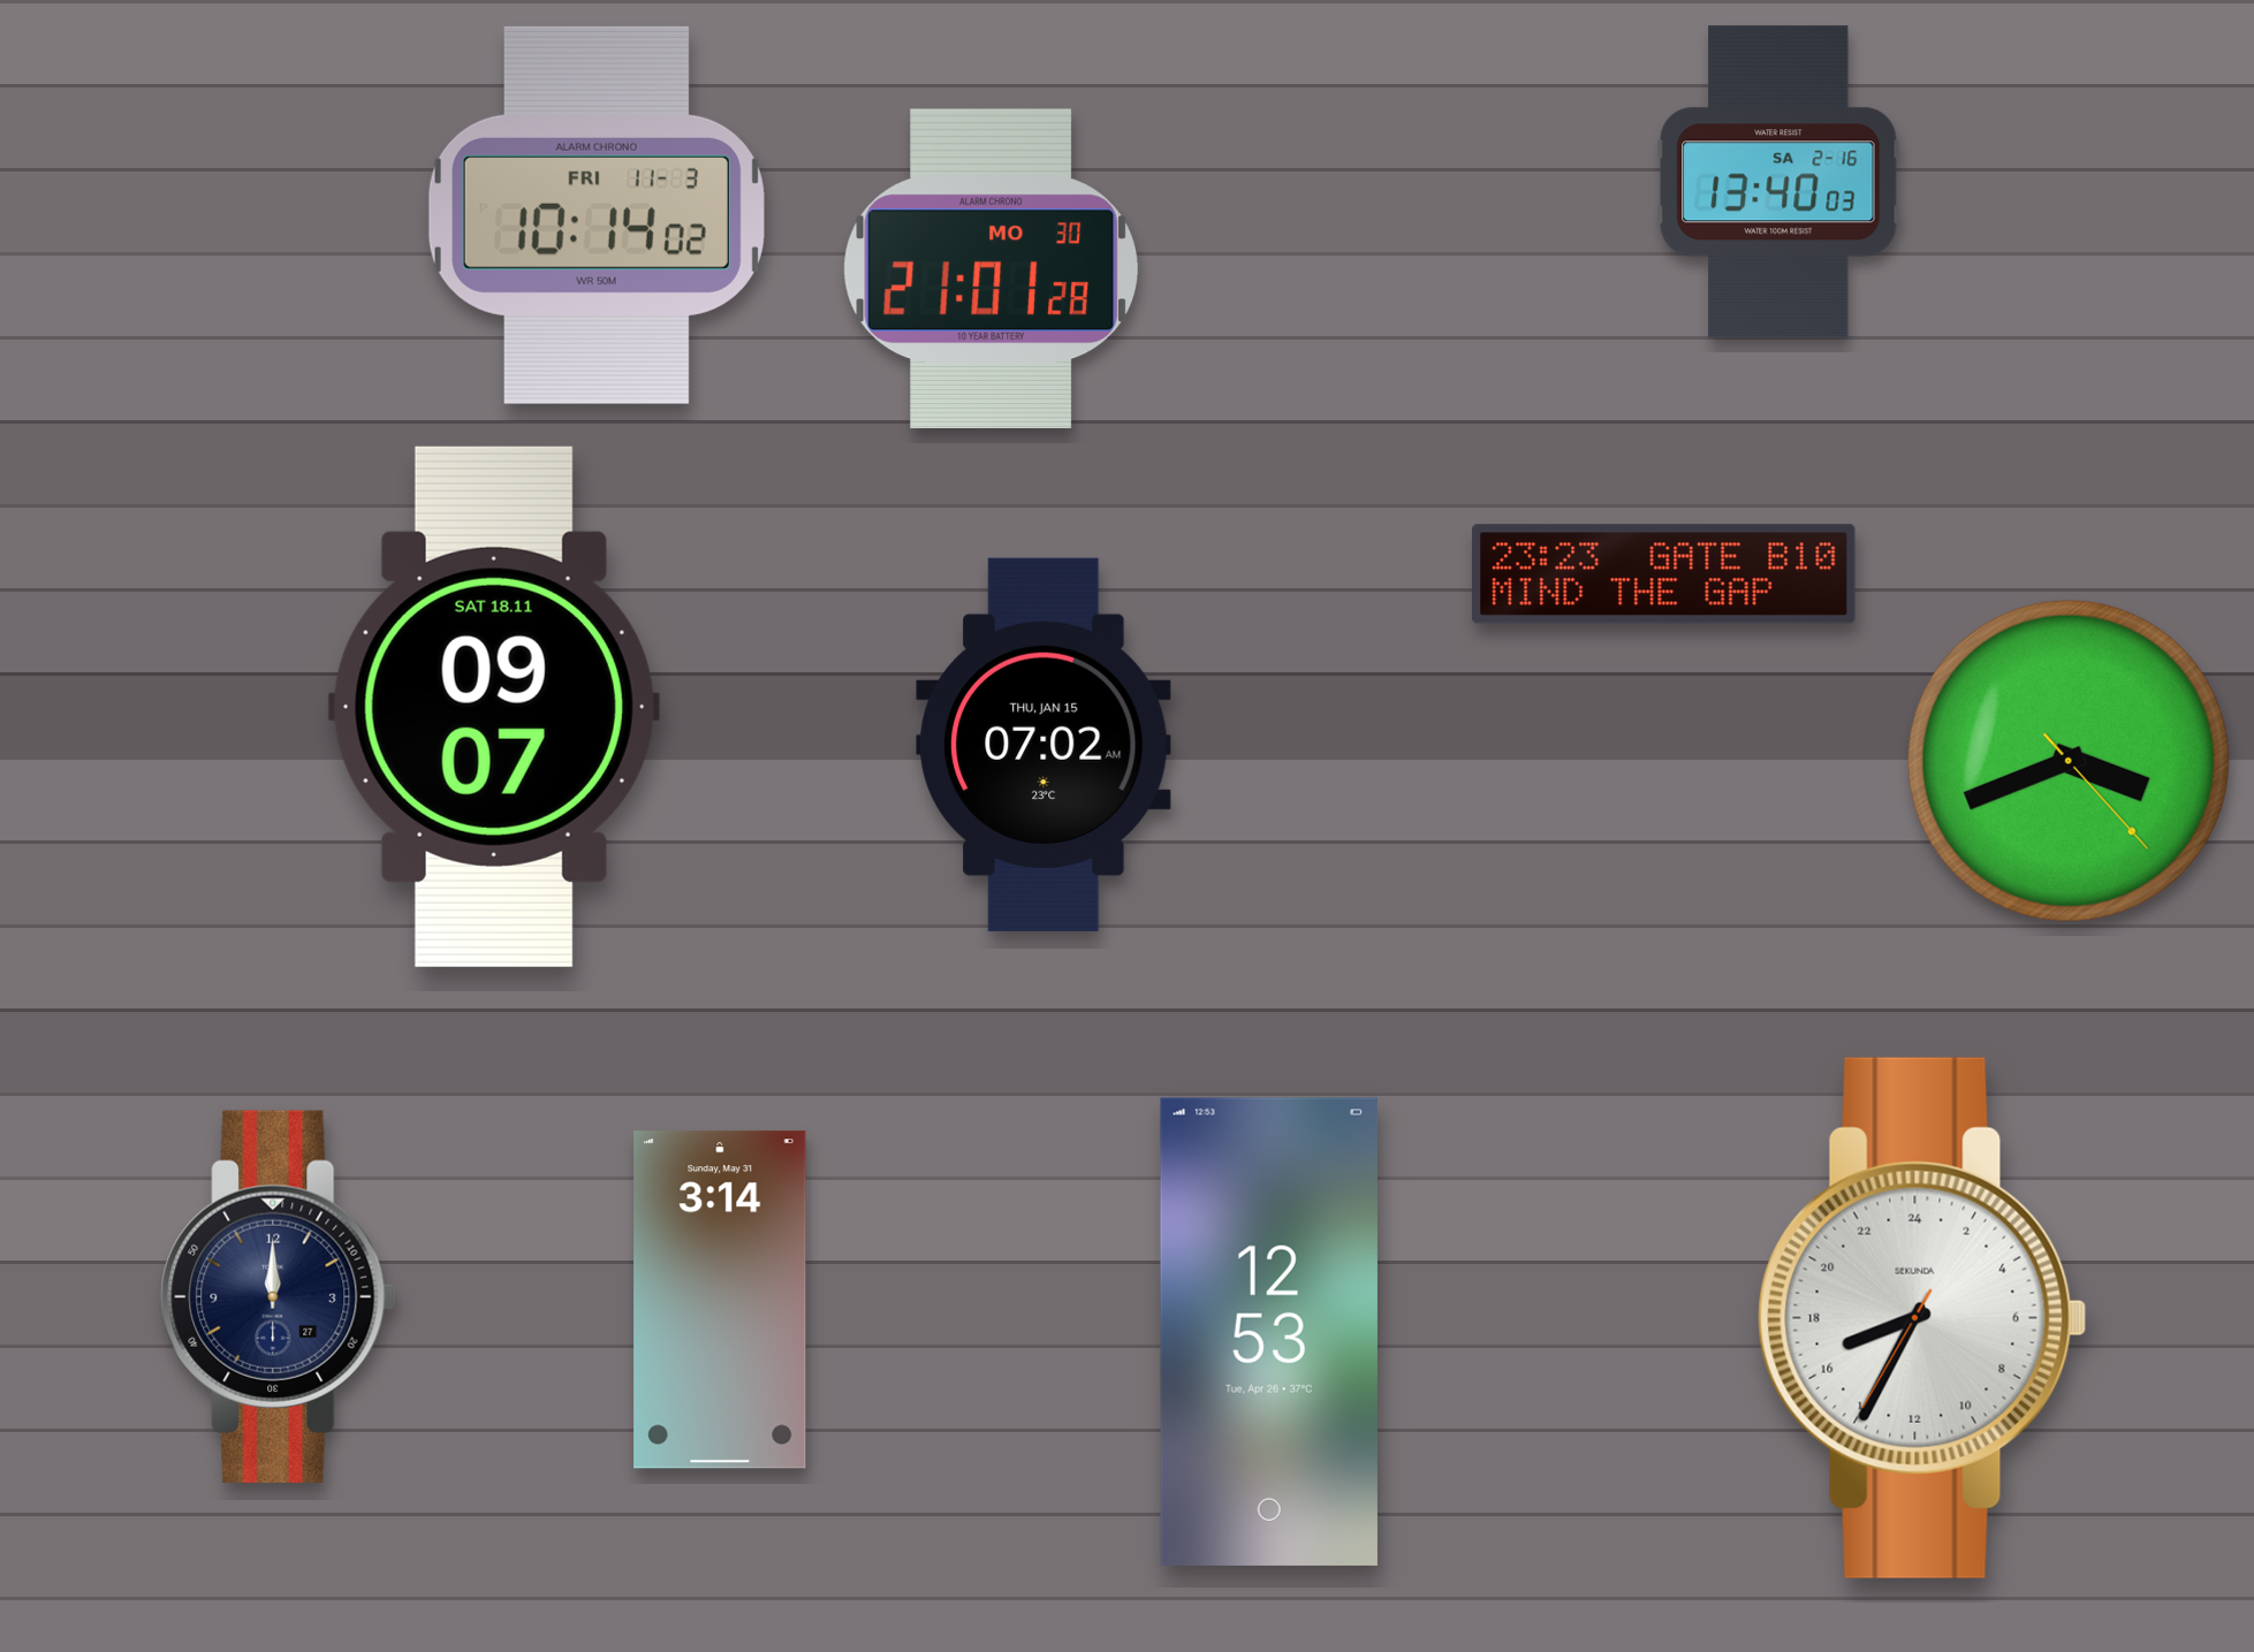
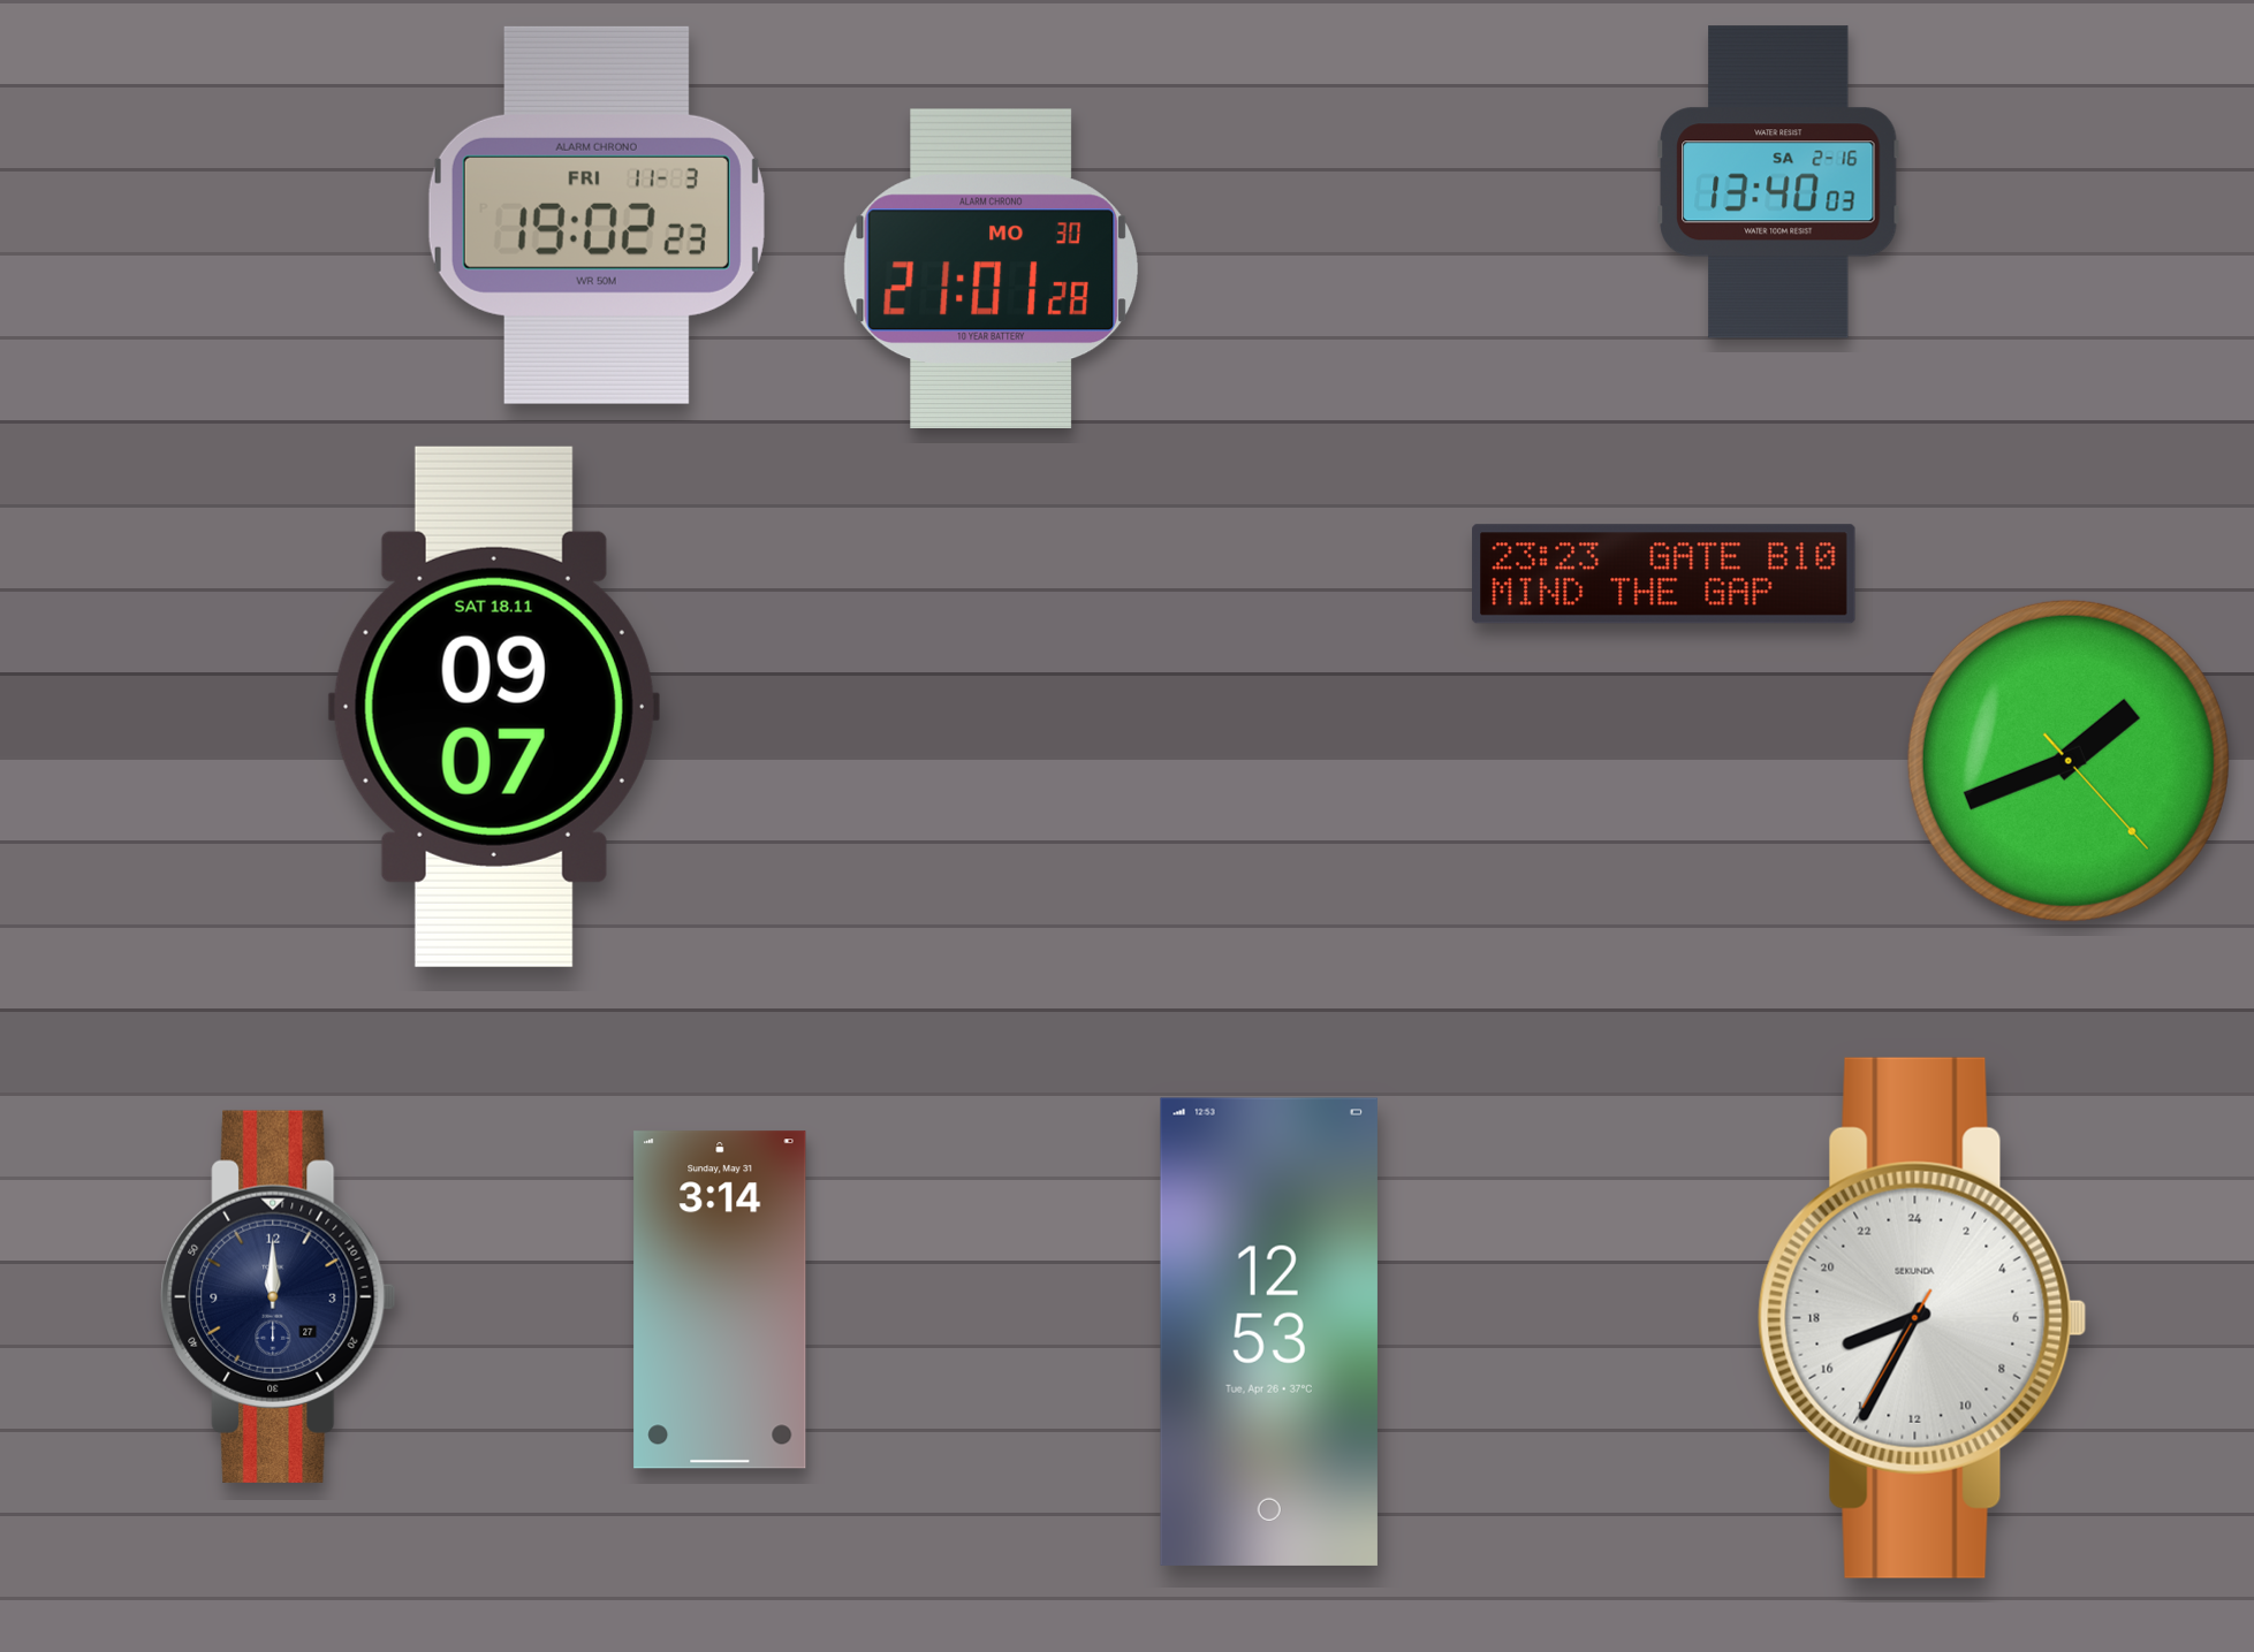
clock at (597, 215): 10:14 -> 19:02
clock at (1043, 745): 07:02 -> none
clock at (2069, 761): 3:41 -> 1:41
